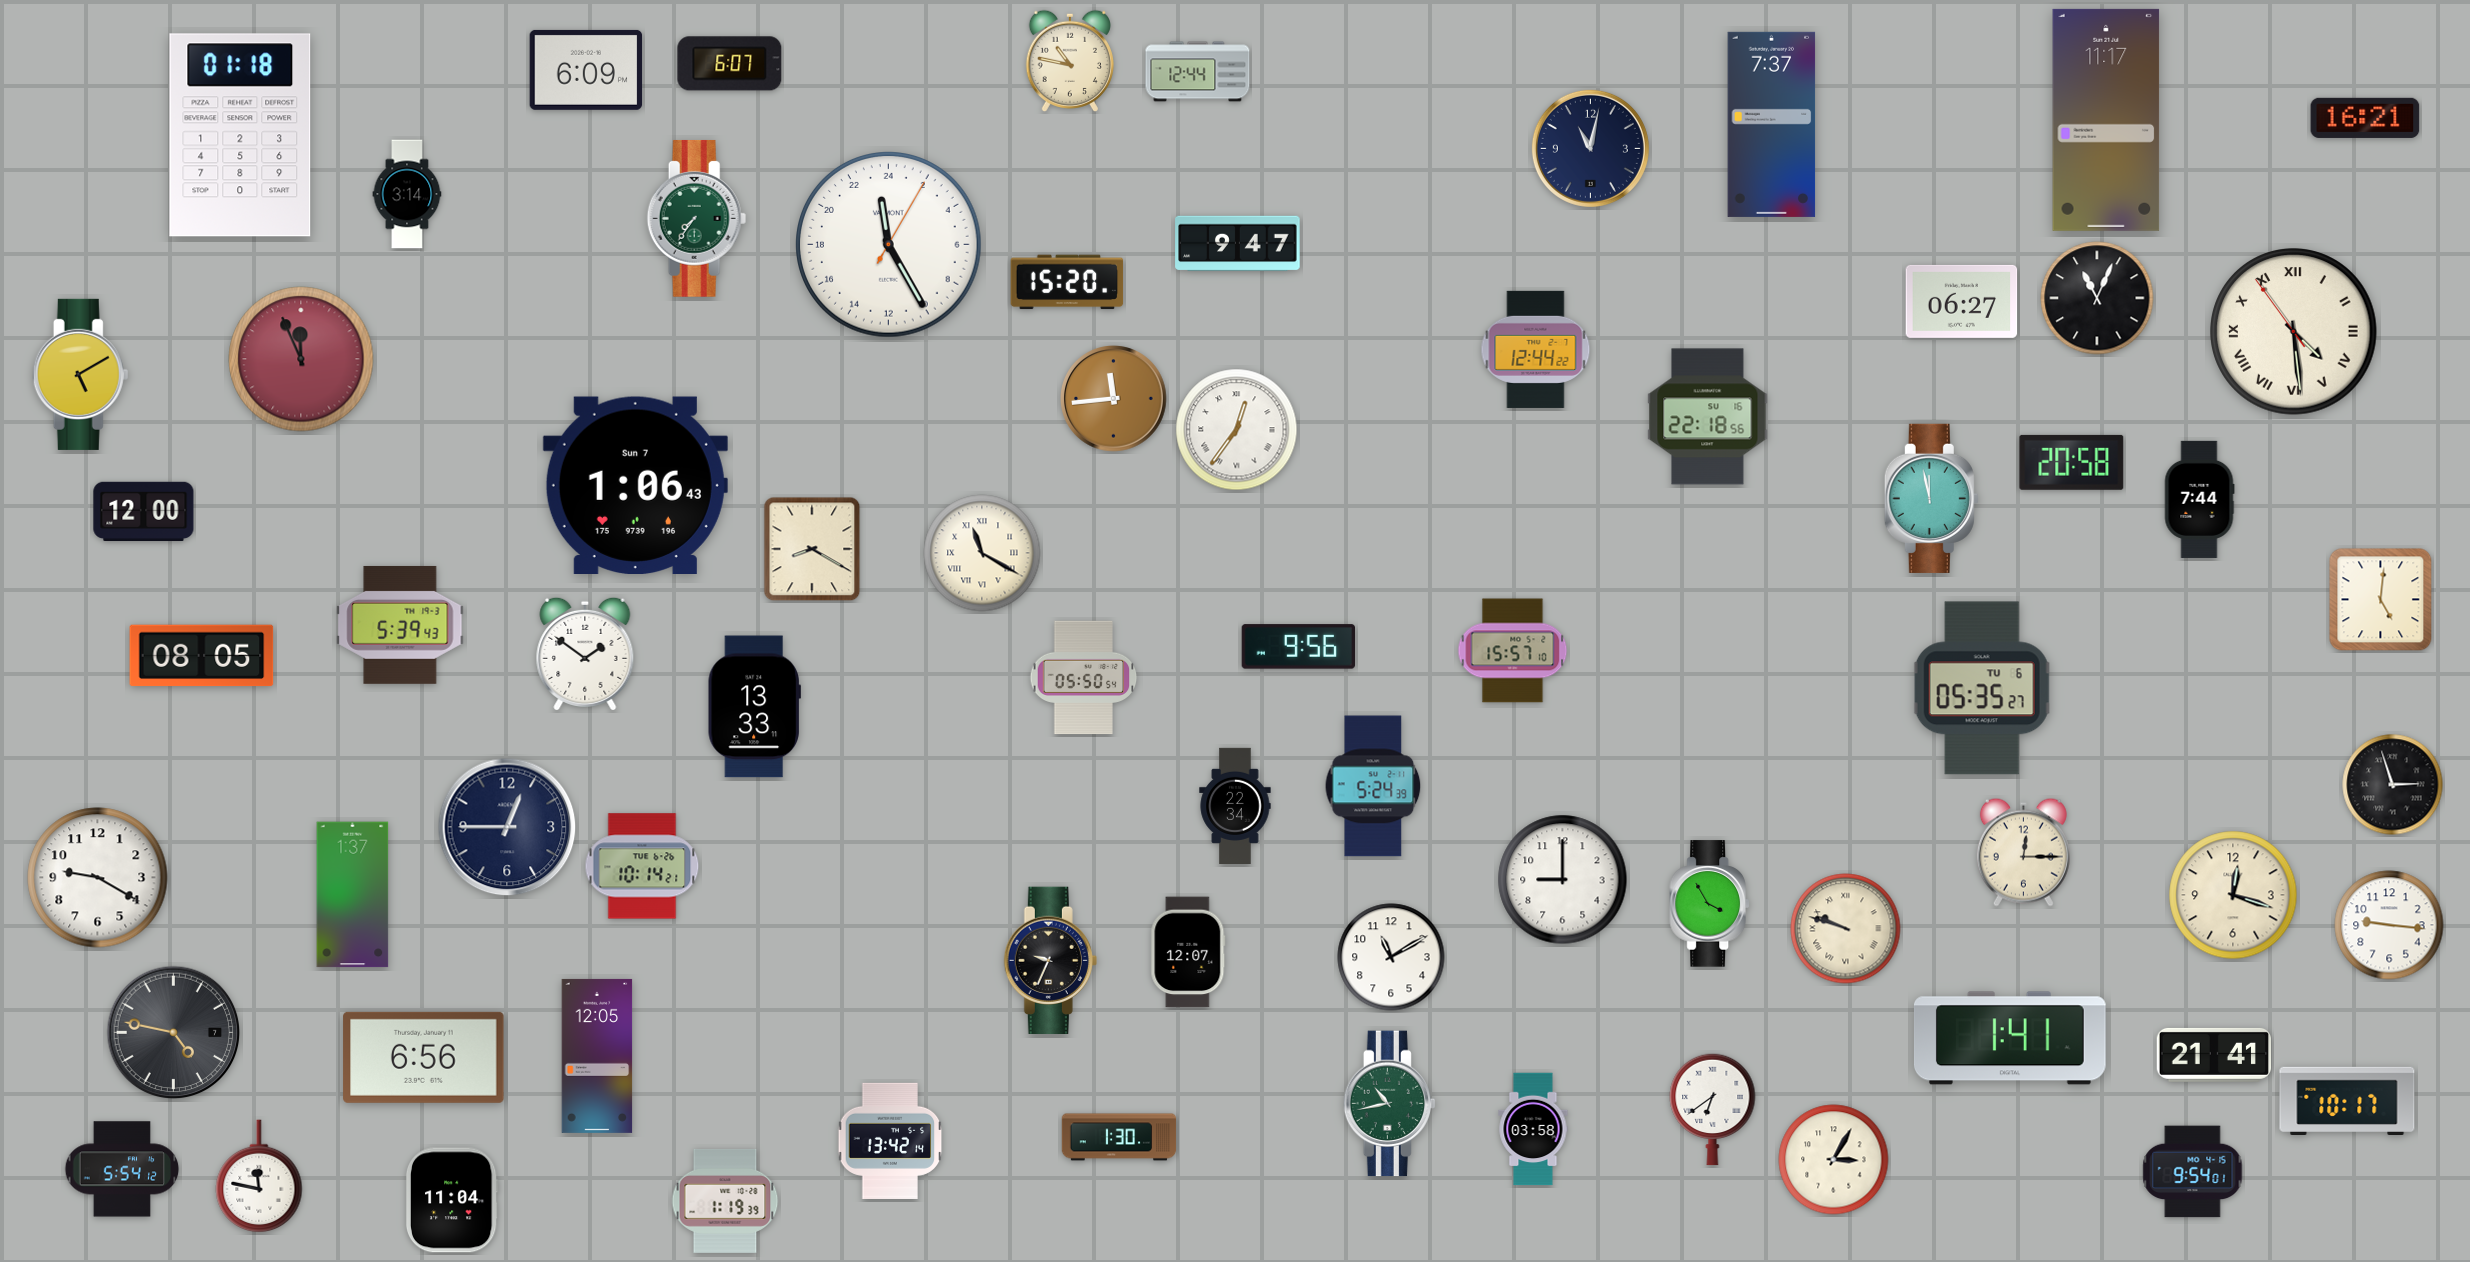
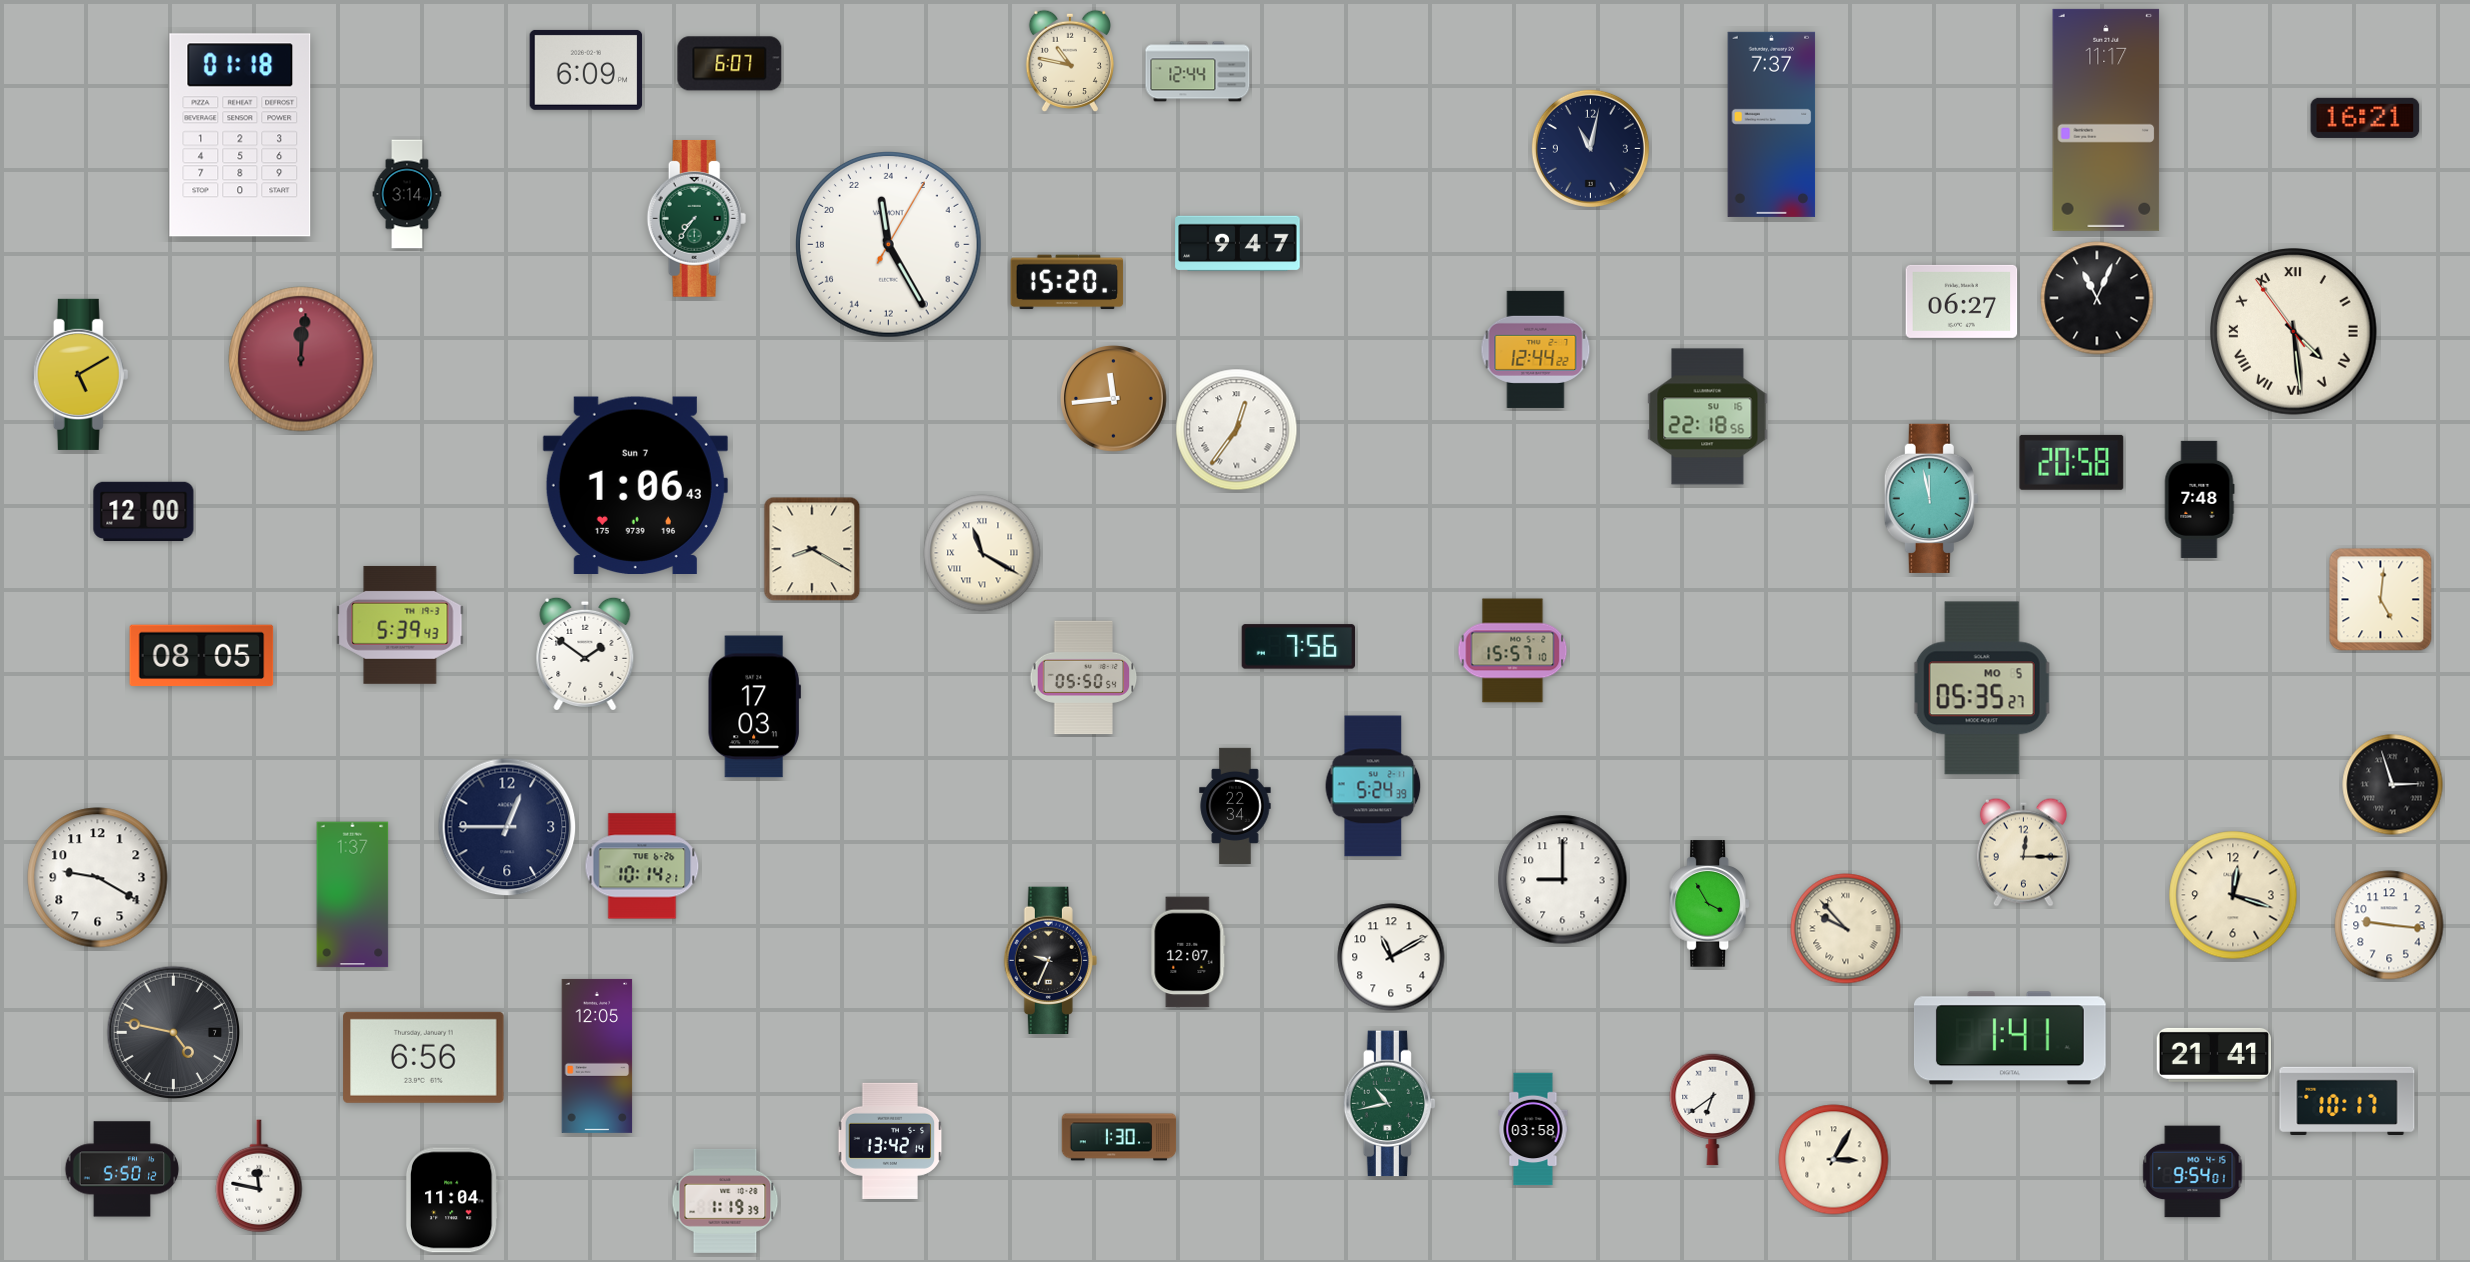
clock at (301, 359): 11:56 -> 12:01
clock at (2199, 499): 7:44 -> 7:48
clock at (1298, 647): 9:56 -> 7:56
clock at (1982, 688) date: TU 6 -> MO 5
clock at (754, 707): 13:33 -> 17:03
clock at (1846, 929): 9:48 -> 9:53
clock at (122, 1169): 5:54 -> 5:50
